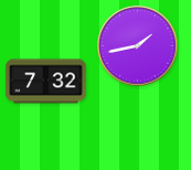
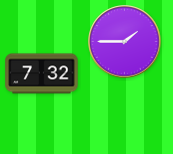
clock at (138, 46): 1:43 -> 1:45
